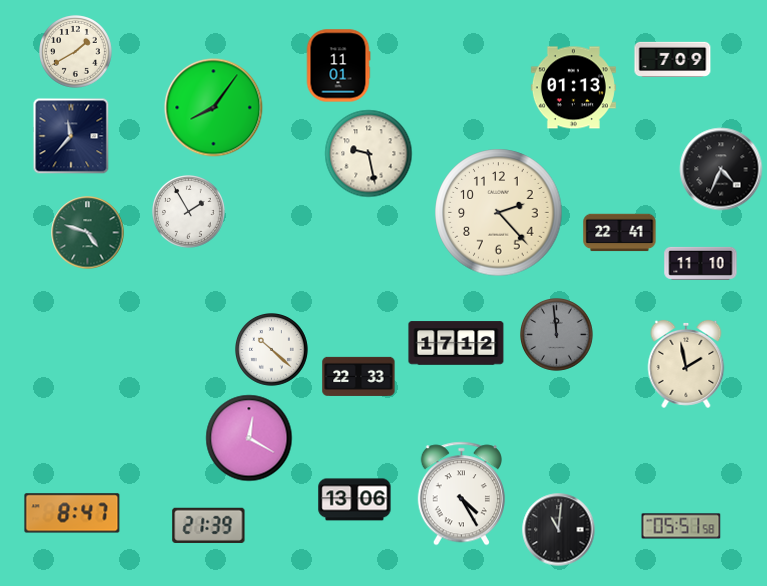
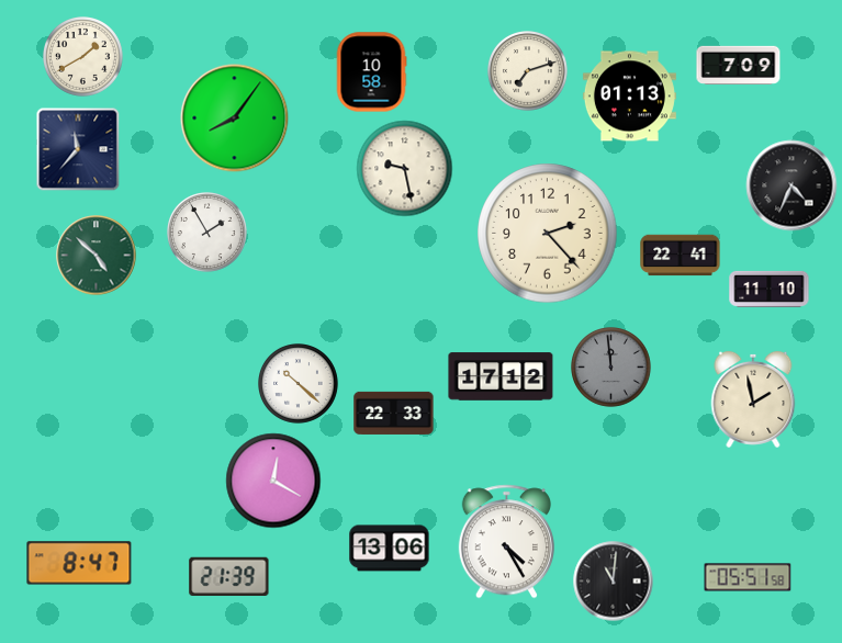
clock at (528, 71): none -> 7:12
clock at (338, 66): 11:01 -> 10:58
clock at (88, 233): 4:48 -> 4:52
